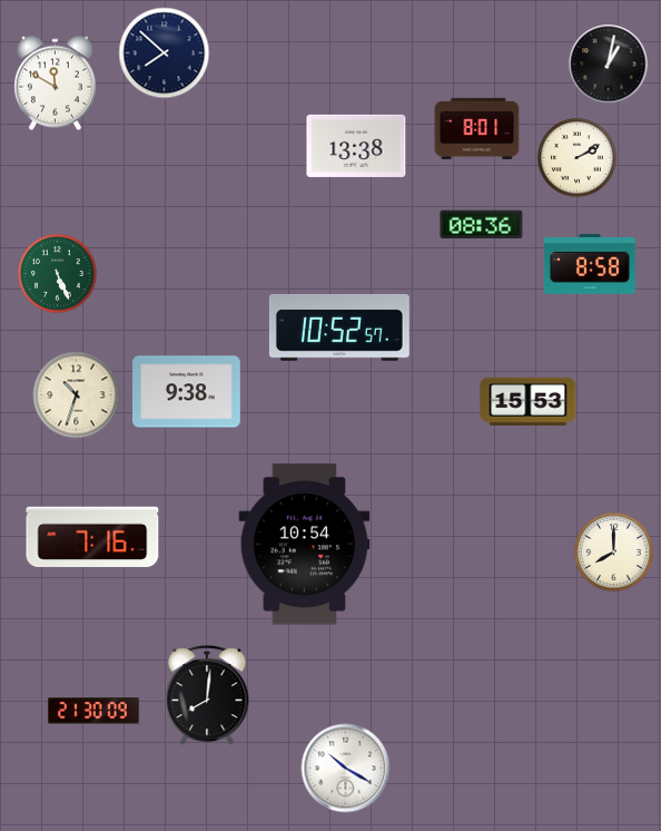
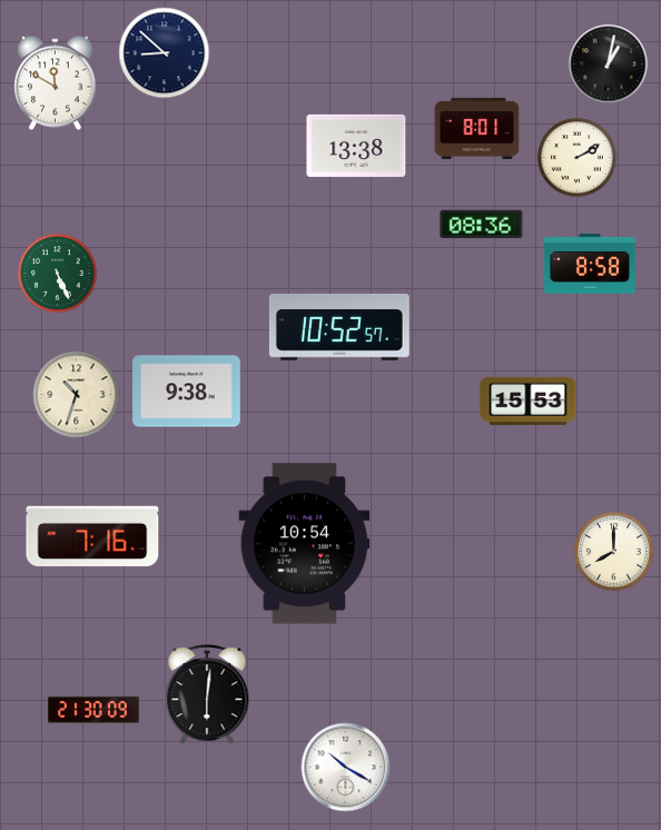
clock at (165, 53): 7:52 -> 8:52
clock at (207, 696): 8:01 -> 6:01
